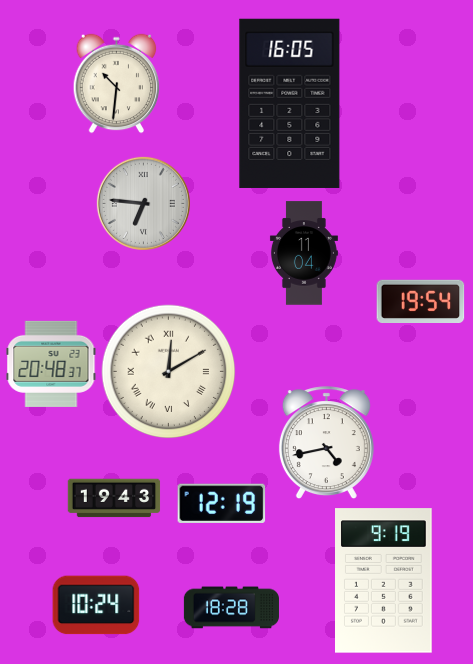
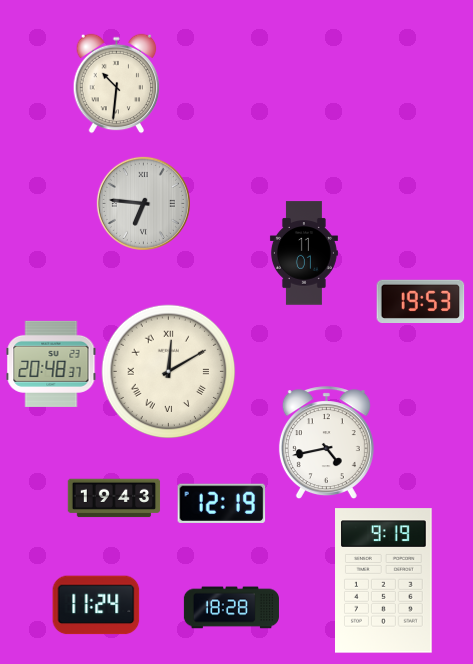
clock at (290, 103): 16:05 -> none
clock at (304, 253): 11:04 -> 11:01
clock at (421, 301): 19:54 -> 19:53
clock at (96, 605): 10:24 -> 11:24
